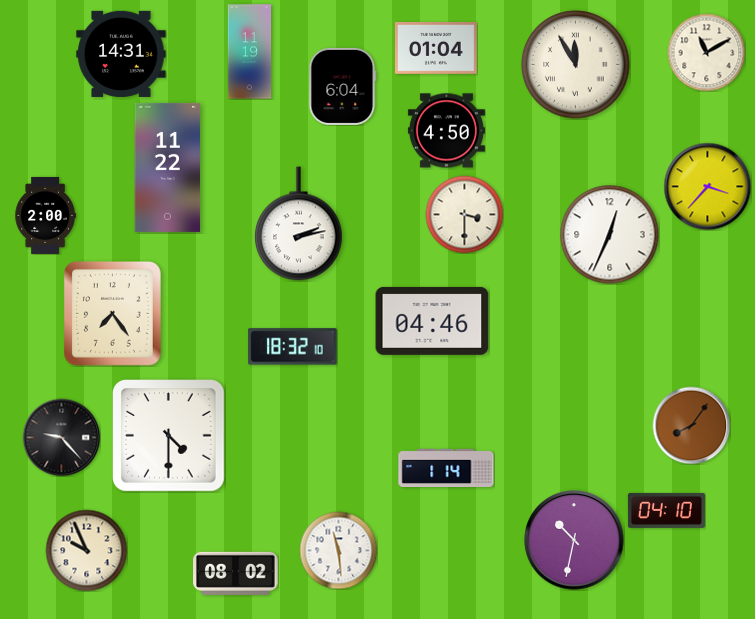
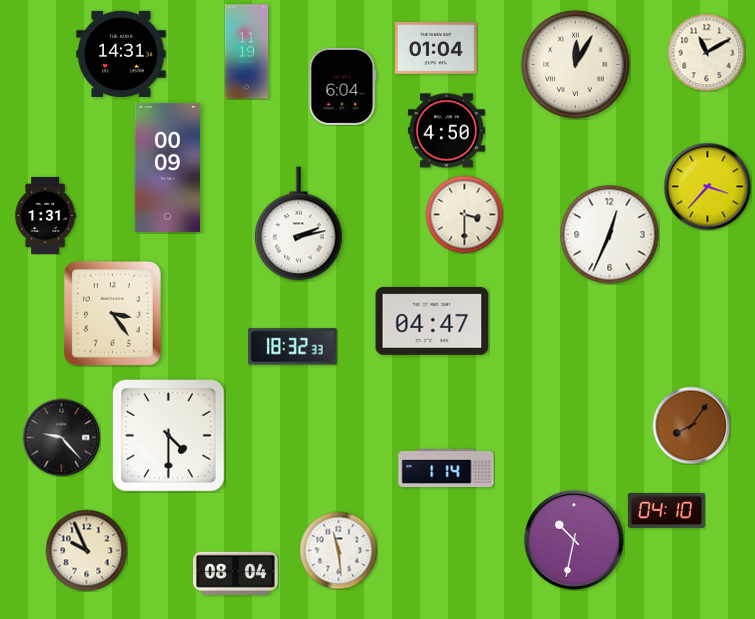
clock at (250, 52) position: (250, 52) -> (247, 52)
clock at (576, 65): 11:55 -> 12:05
clock at (168, 167): 11:22 -> 00:09
clock at (45, 215): 2:00 -> 1:31
clock at (112, 314): 7:24 -> 3:24
clock at (432, 321): 04:46 -> 04:47
clock at (293, 347): 18:32:10 -> 18:32:33
clock at (236, 573): 08:02 -> 08:04
